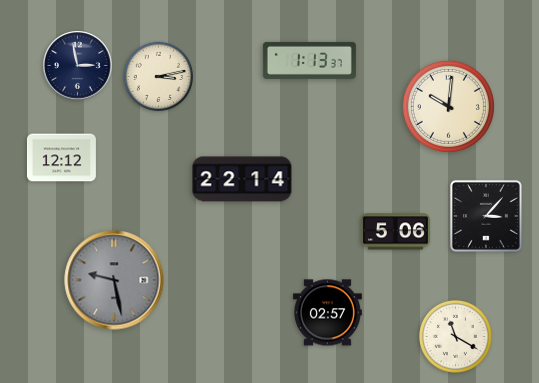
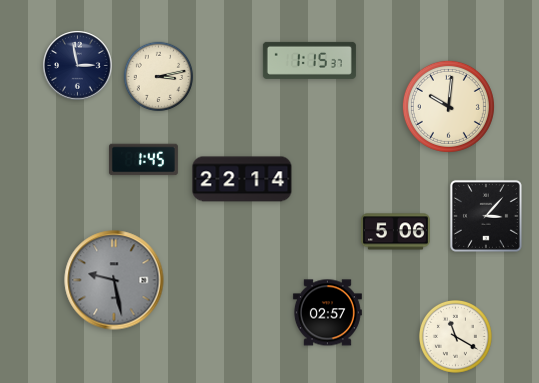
clock at (309, 60): 1:13 -> 1:15
clock at (61, 158): 12:12 -> none
clock at (143, 160): none -> 1:45
